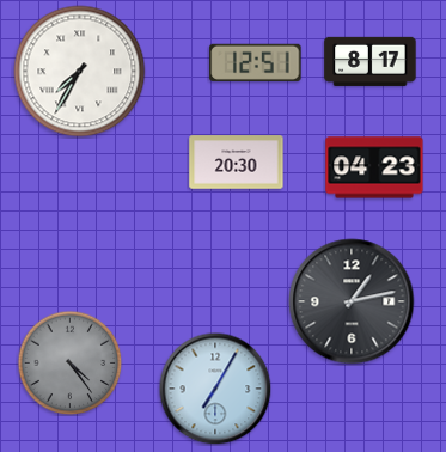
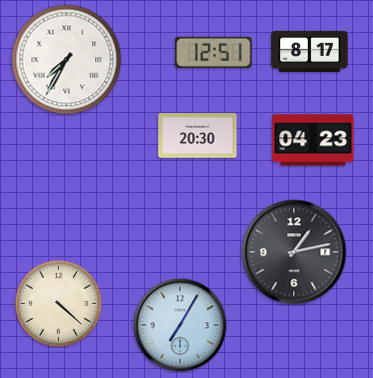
clock at (69, 362): 4:24 -> 4:22
clock at (69, 362) dial: grey -> cream
